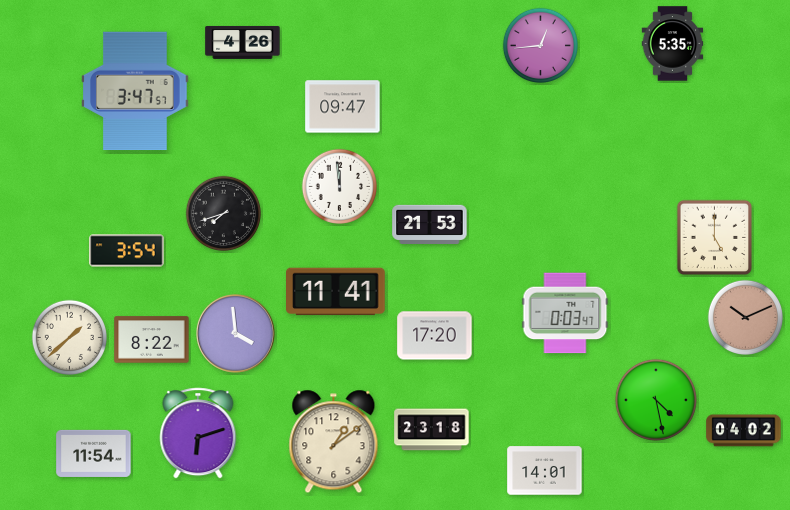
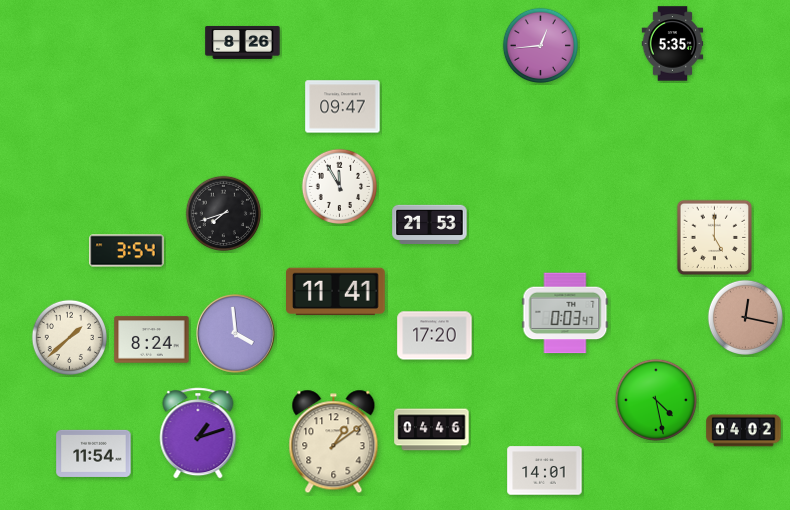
clock at (243, 42): 4:26 -> 8:26
clock at (135, 91): 3:47 -> none
clock at (339, 186): 11:59 -> 11:55
clock at (745, 317): 10:11 -> 12:17
clock at (152, 340): 8:22 -> 8:24
clock at (432, 430): 23:18 -> 04:46
clock at (198, 433): 6:12 -> 1:12
